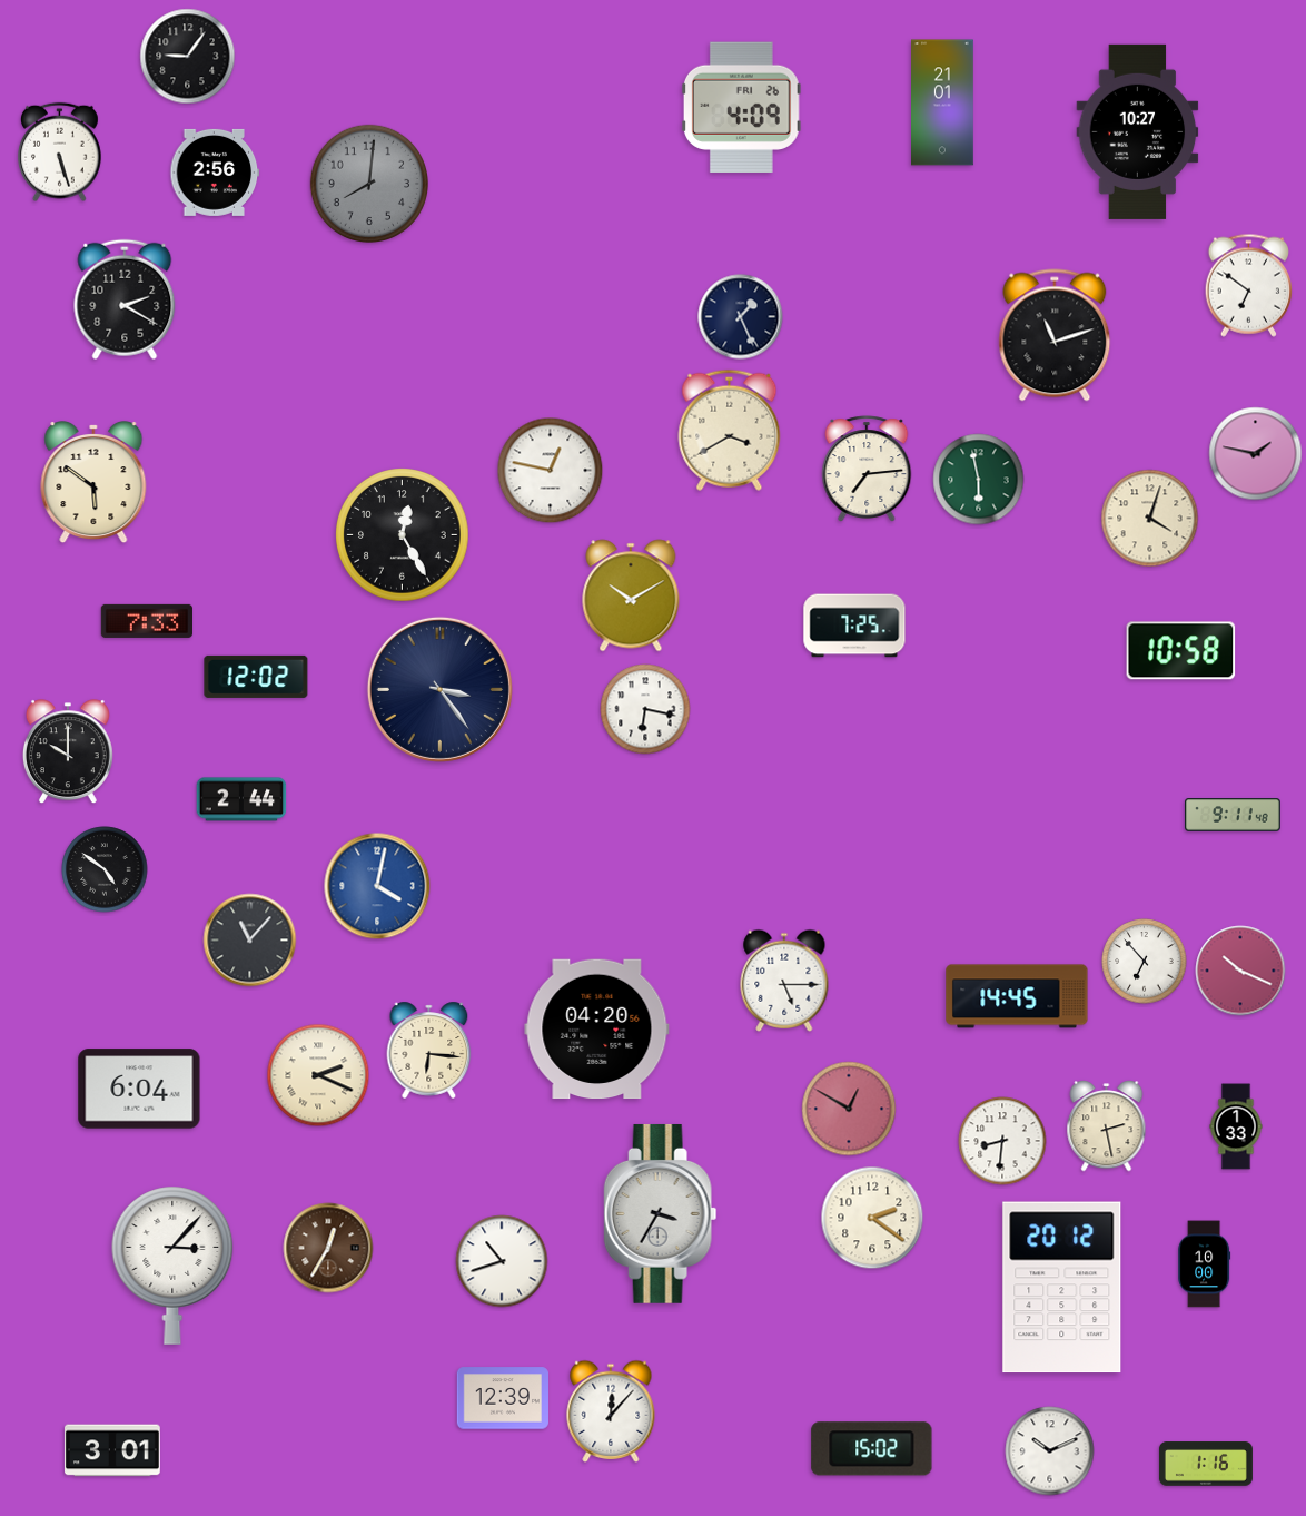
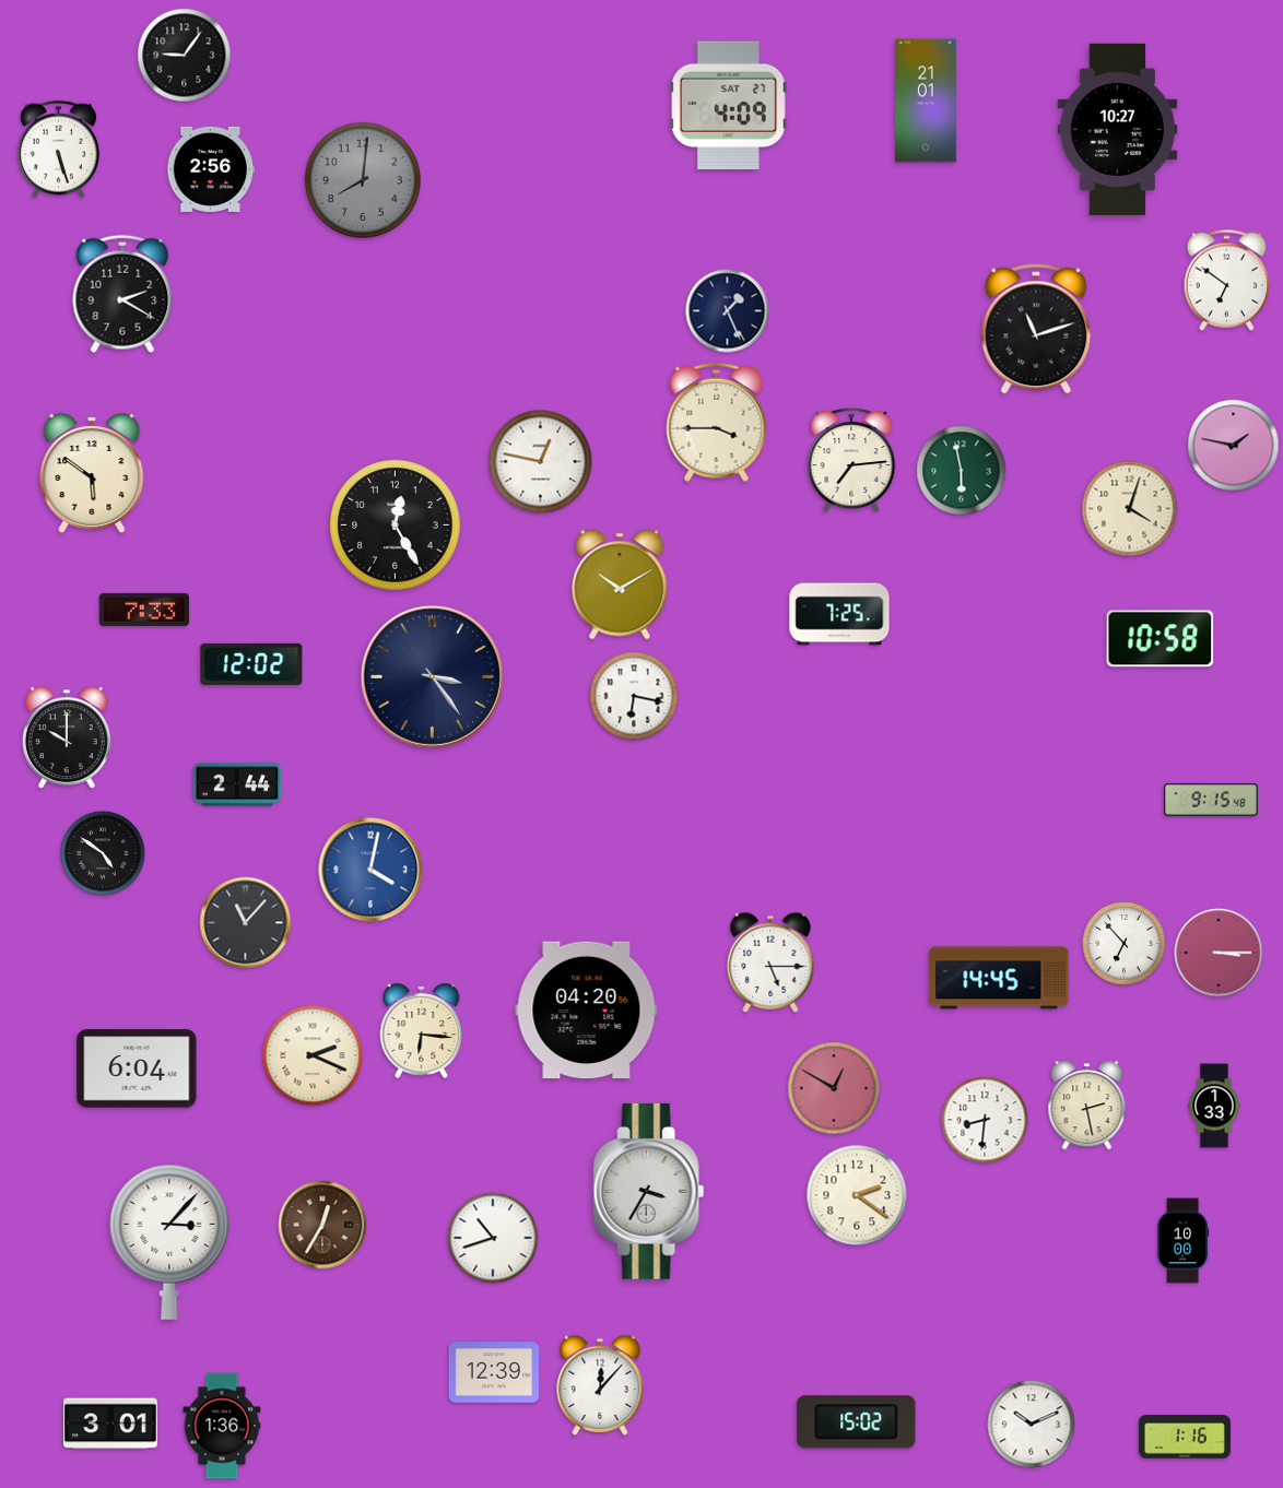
clock at (742, 108) date: FRI 26 -> SAT 27
clock at (730, 430): 3:40 -> 3:45
clock at (1233, 815): 9:11 -> 9:15
clock at (1240, 971): 10:19 -> 3:15
clock at (1062, 1288): 20:12 -> none
clock at (222, 1426): none -> 1:36
